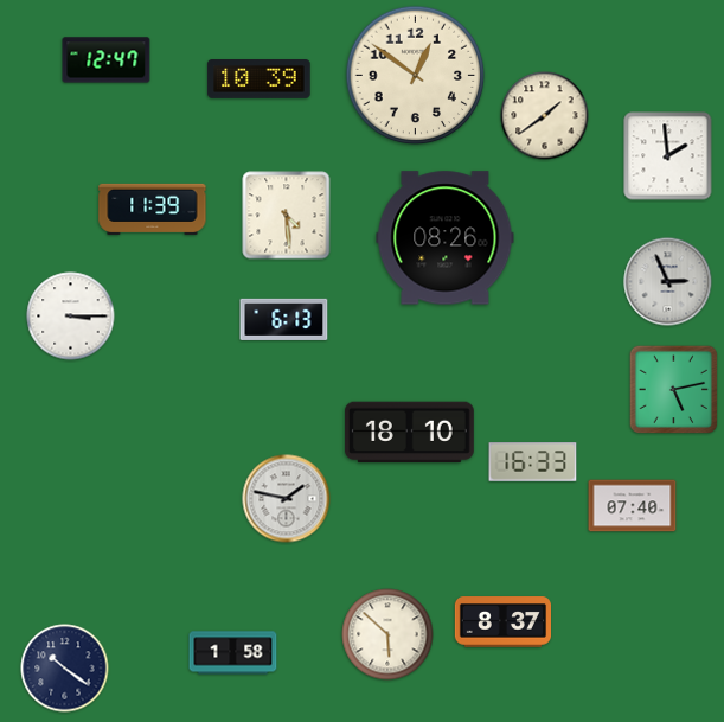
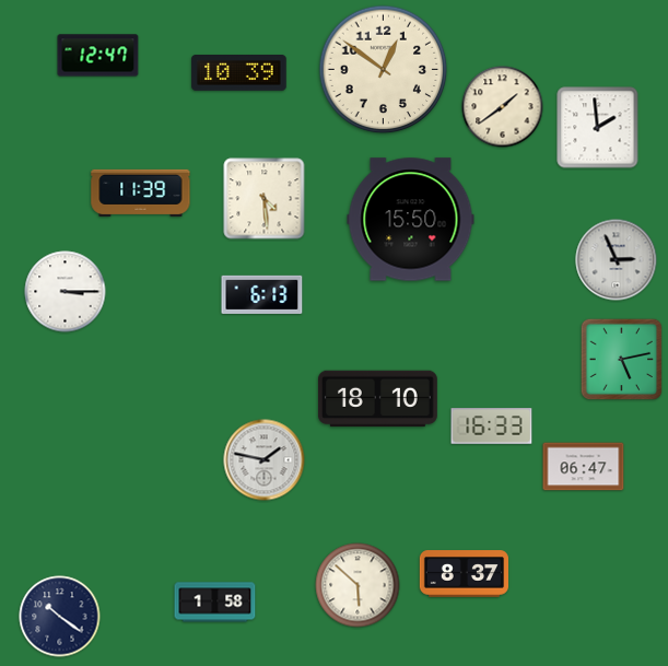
clock at (668, 156) position: (668, 156) -> (598, 128)
clock at (446, 238): 08:26 -> 15:50
clock at (633, 506): 07:40 -> 06:47
